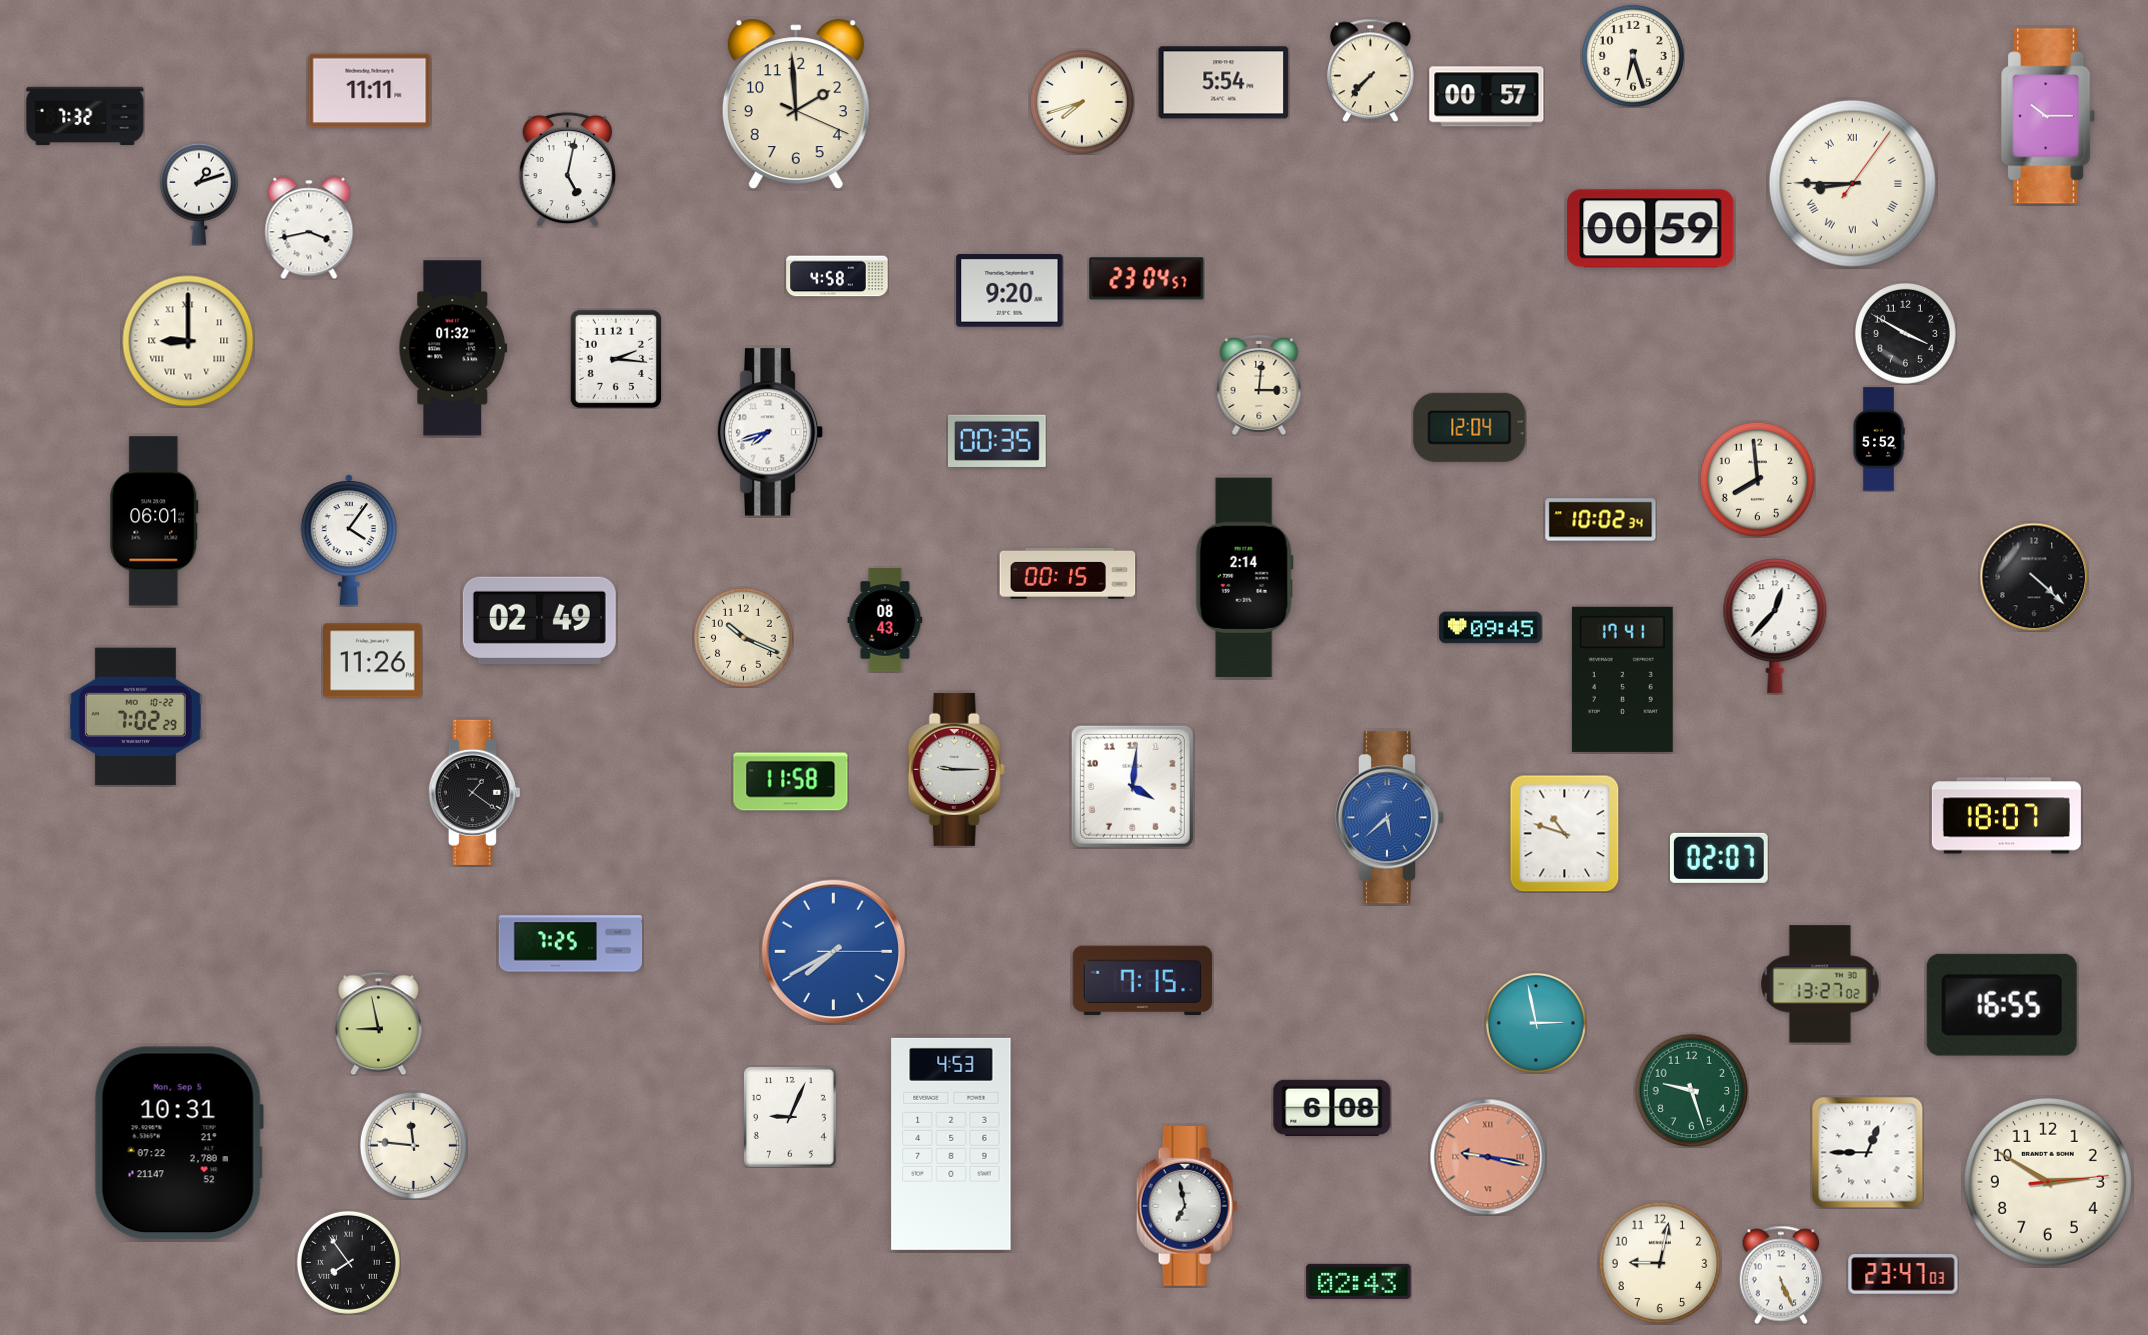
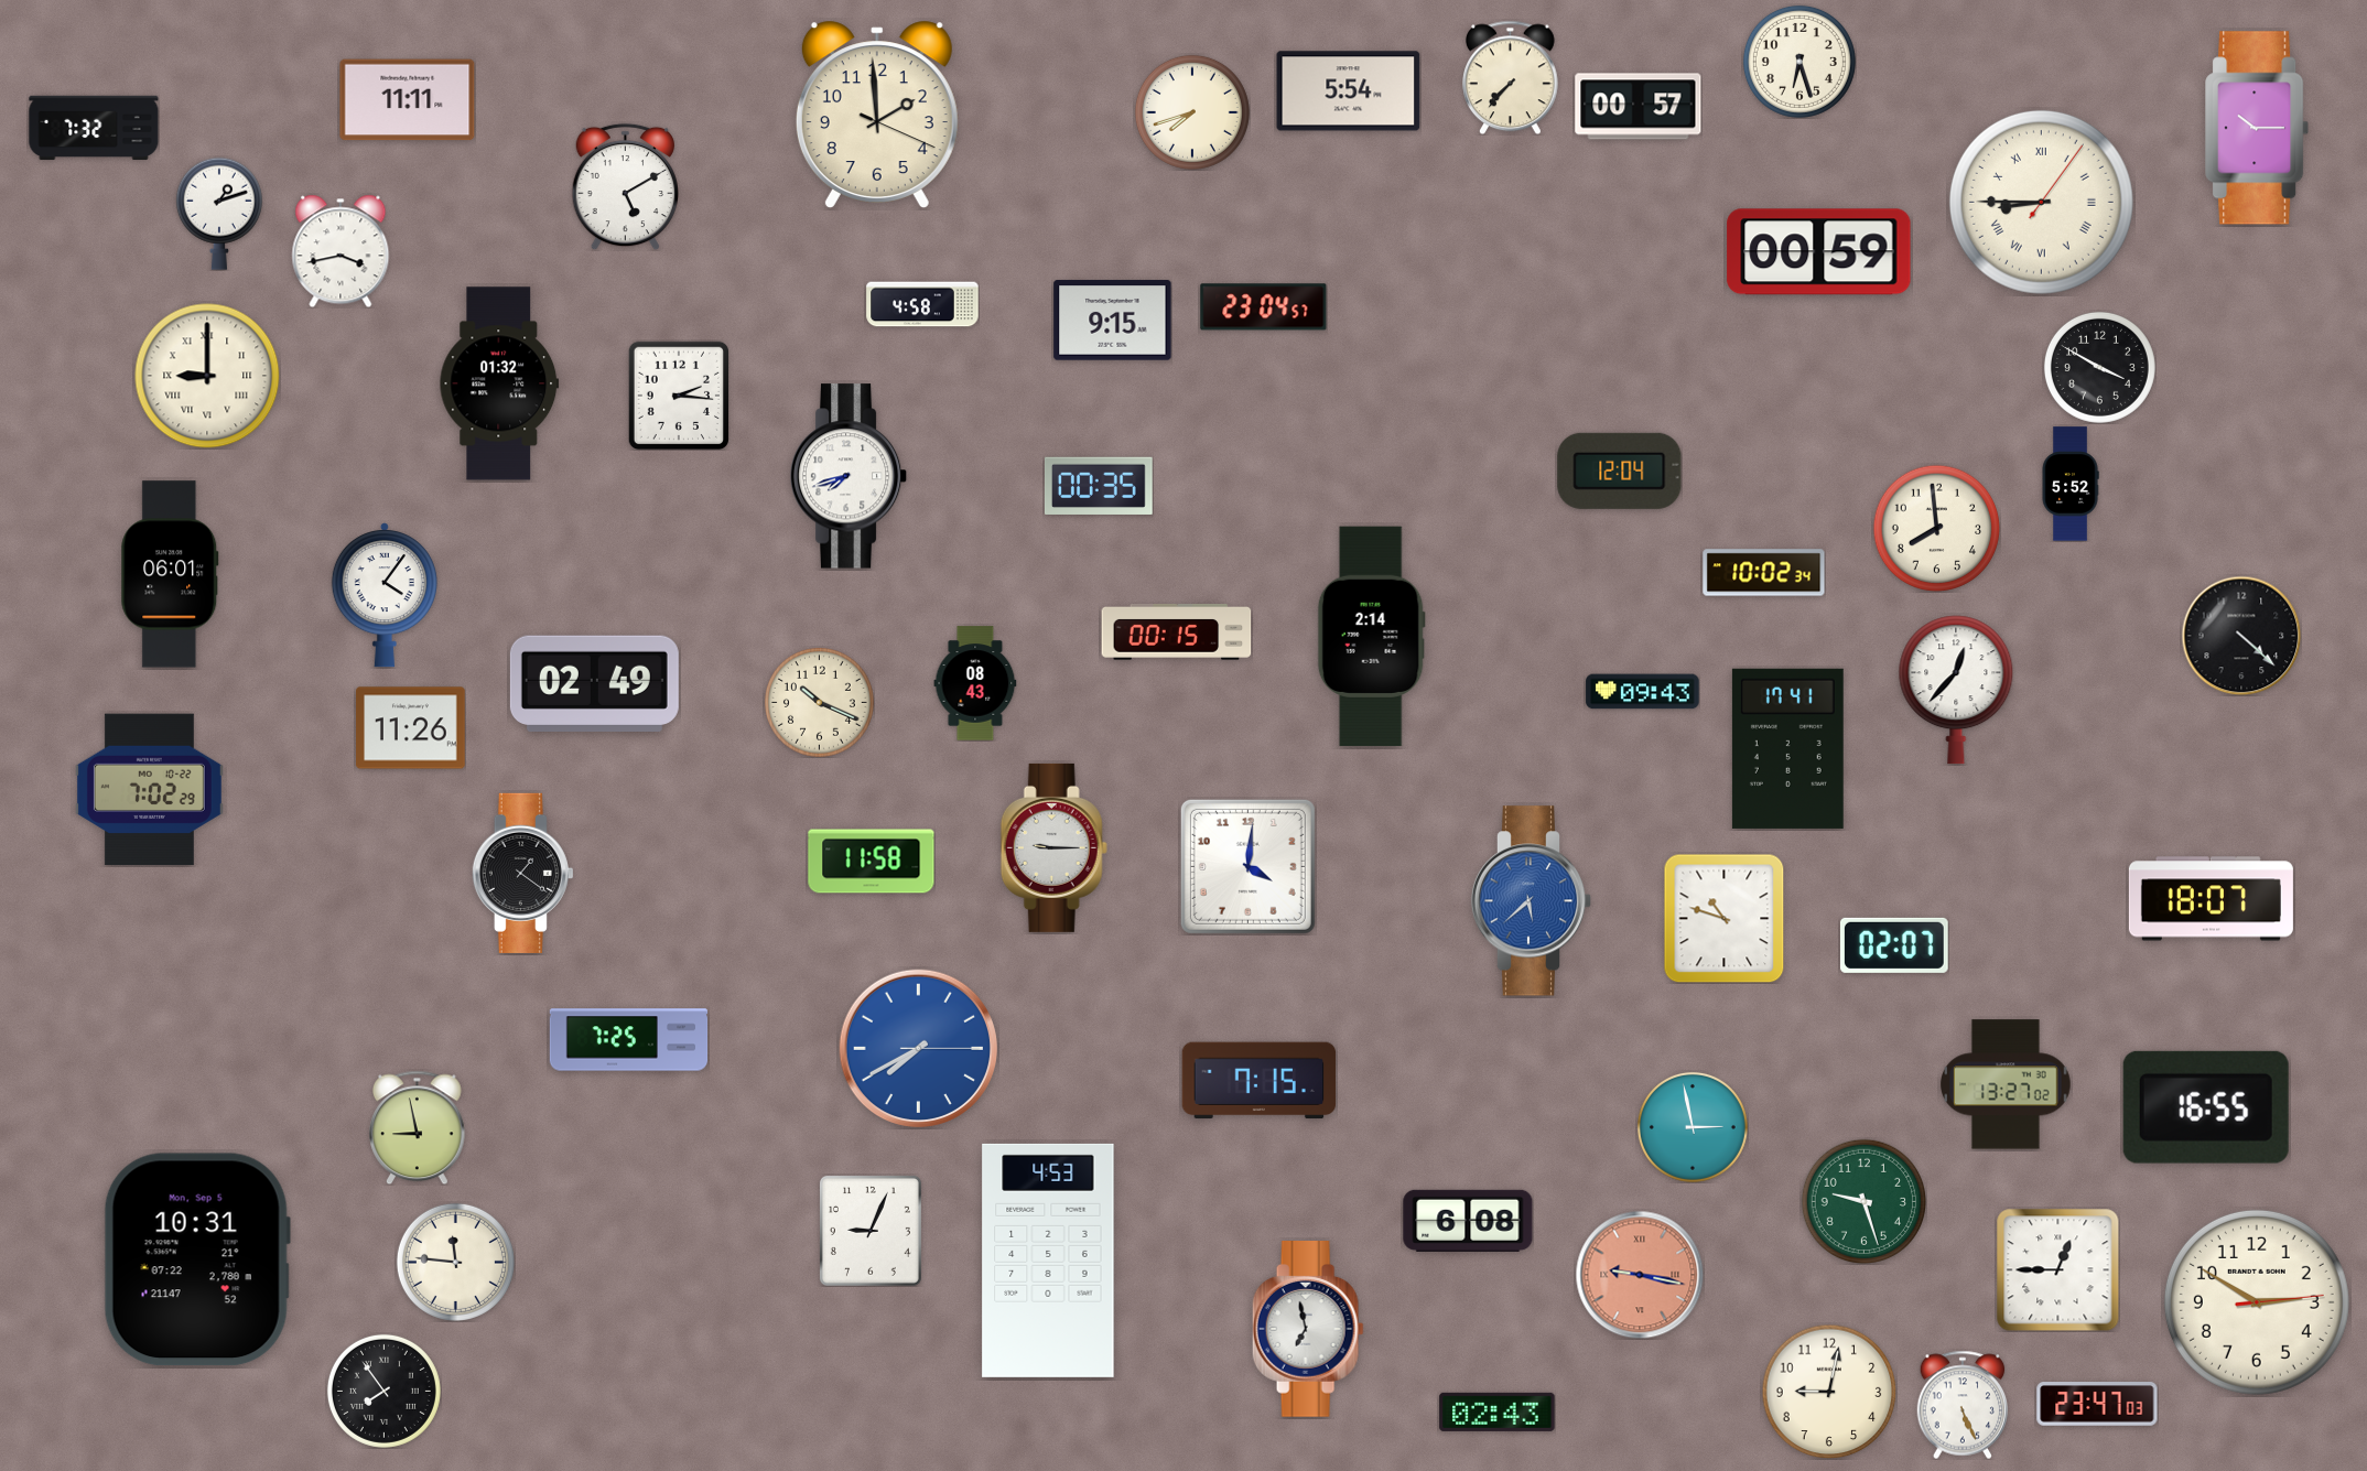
clock at (567, 169): 5:02 -> 5:10
clock at (1010, 291): 9:20 -> 9:15
clock at (1259, 385): 3:01 -> none
clock at (1491, 628): 09:45 -> 09:43
